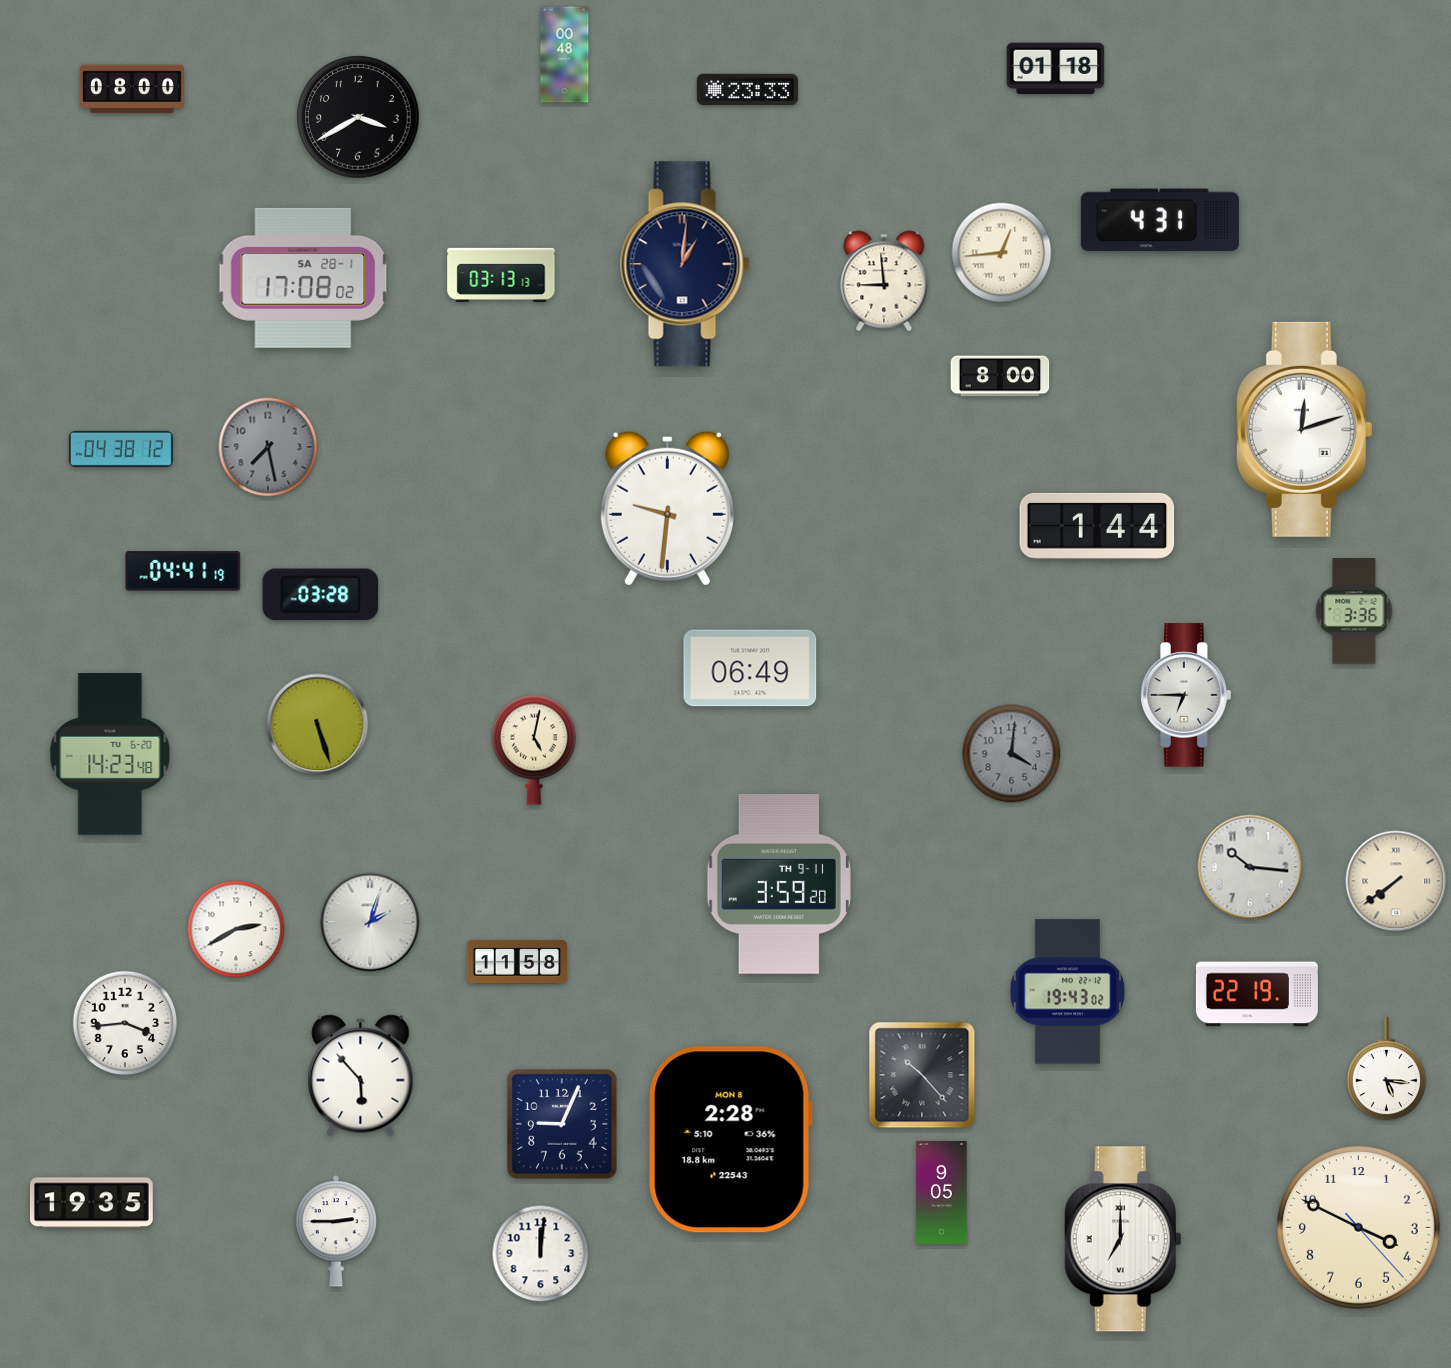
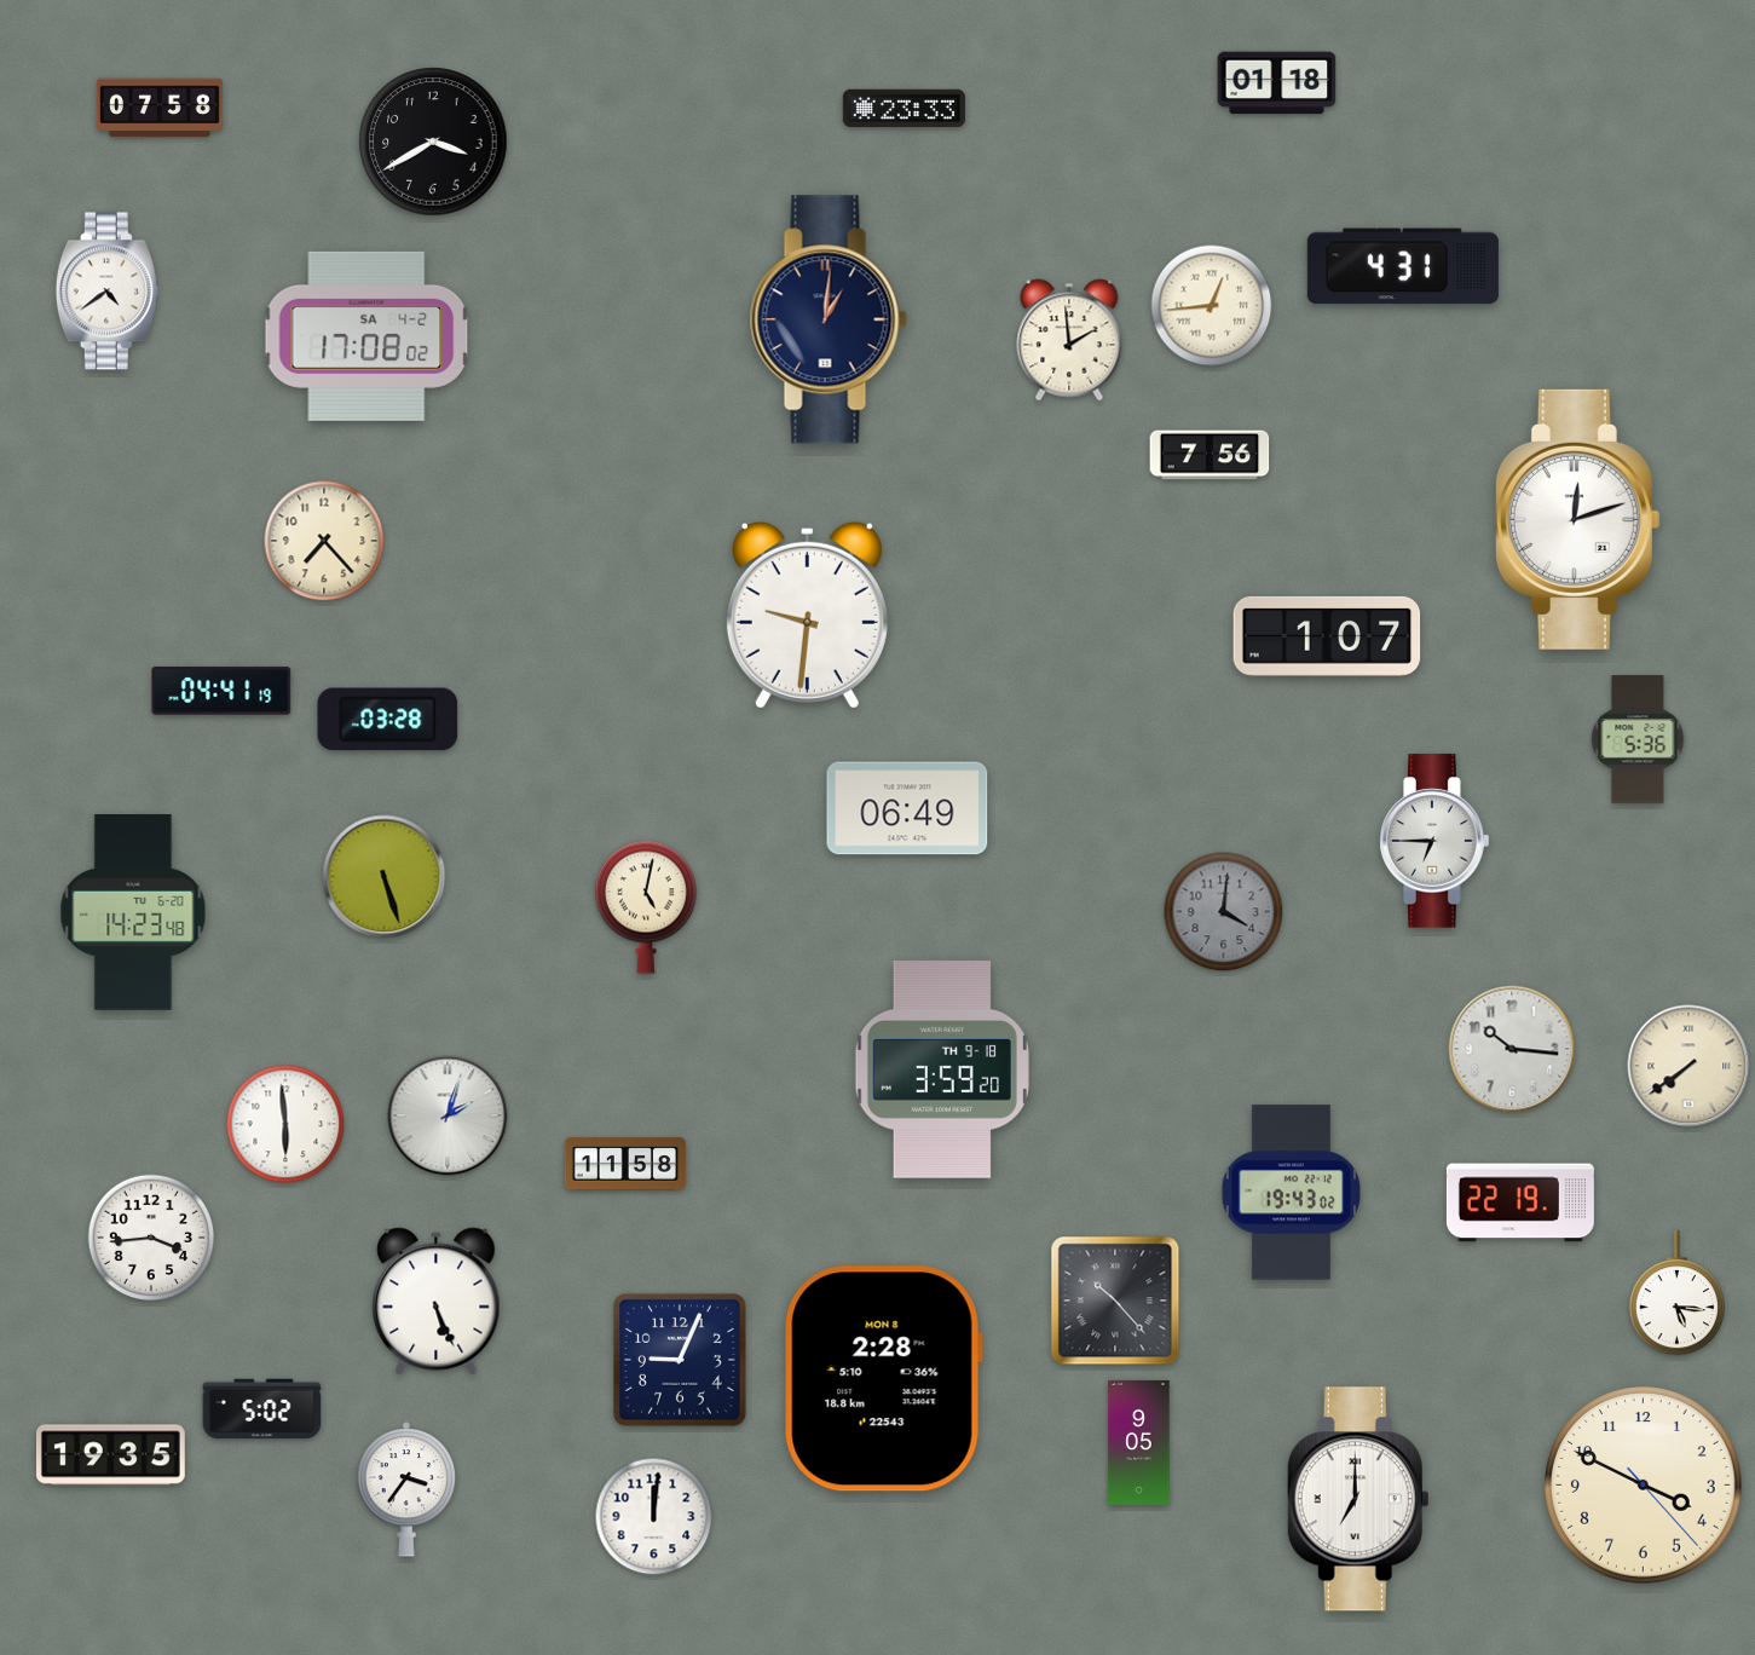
clock at (565, 55): 00:48 -> none
clock at (132, 89): 08:00 -> 07:58
clock at (106, 292): none -> 4:39
clock at (501, 275): 03:13 -> none
clock at (303, 278) date: SA 28-1 -> SA 4-2
clock at (884, 281): 8:59 -> 1:59
clock at (1000, 376): 8:00 -> 7:56
clock at (268, 447): 7:28 -> 7:23
clock at (268, 447) dial: grey -> cream
clock at (121, 449): 04:38 -> none
clock at (1097, 526): 1:44 -> 1:07
clock at (1354, 611): 3:36 -> 5:36
clock at (779, 884) date: TH 9-11 -> TH 9-18
clock at (236, 929): 2:40 -> 5:59
clock at (1067, 992) position: (1067, 992) -> (1291, 1193)
clock at (361, 1076): 5:53 -> 5:26
clock at (262, 1409): none -> 5:02
clock at (336, 1231): 2:45 -> 3:36
